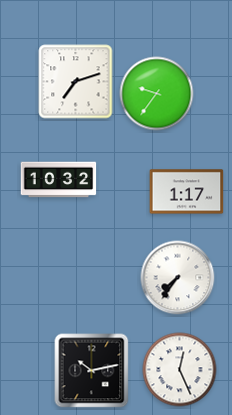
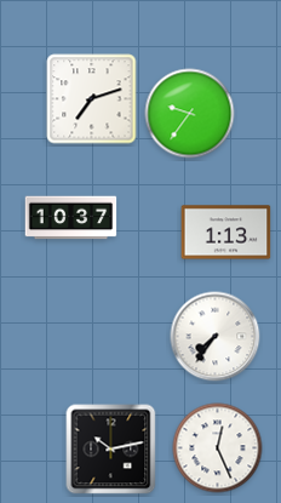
clock at (59, 180): 10:32 -> 10:37
clock at (187, 192): 1:17 -> 1:13
